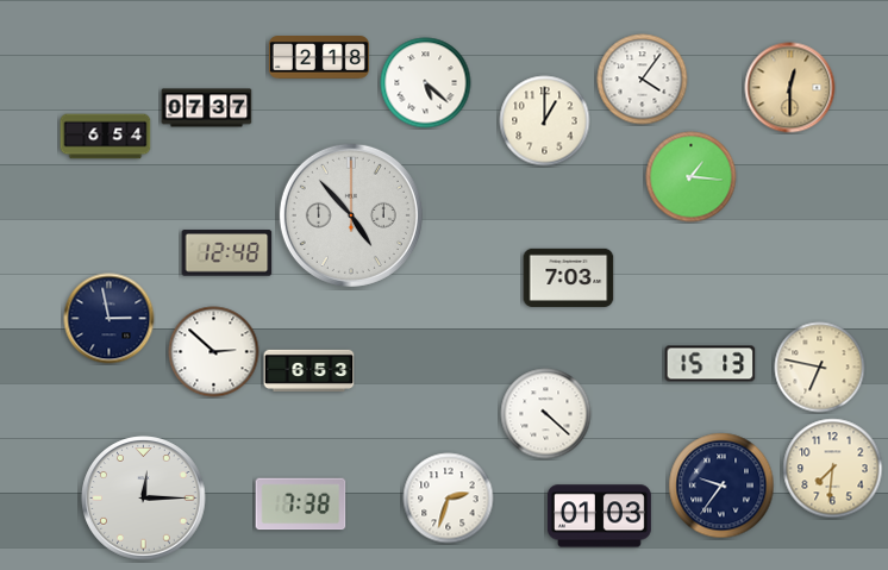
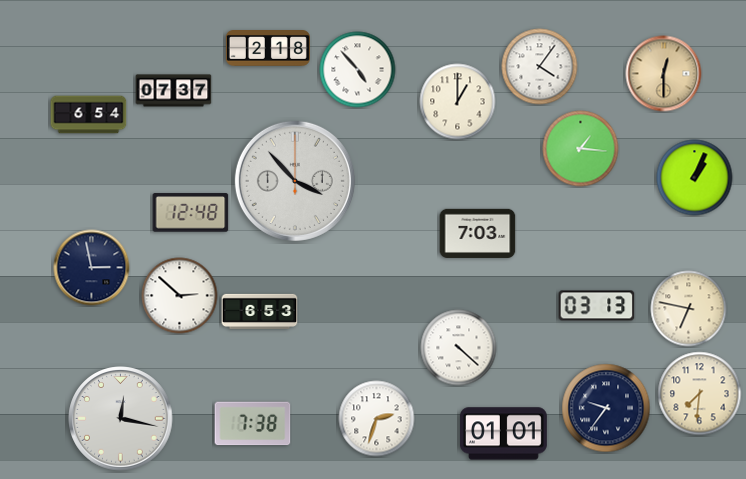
clock at (426, 83): 5:22 -> 4:53
clock at (695, 178): none -> 1:04
clock at (351, 215): 4:53 -> 3:53
clock at (711, 364): 15:13 -> 03:13
clock at (144, 499): 12:15 -> 12:17
clock at (599, 516): 01:03 -> 01:01
